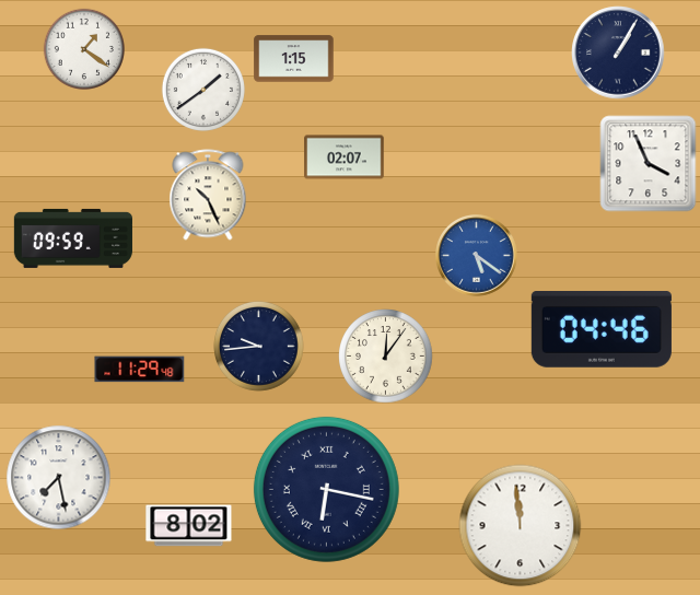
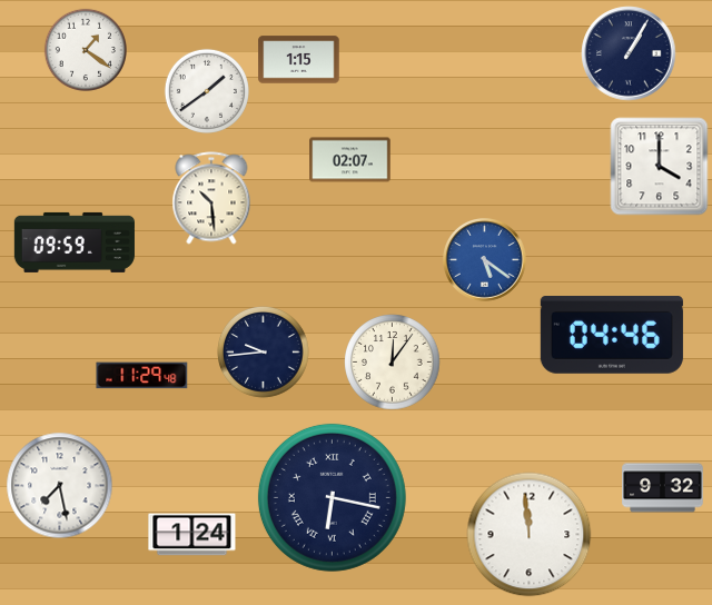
clock at (649, 164): 3:56 -> 4:00
clock at (208, 195): 10:26 -> 10:29
clock at (663, 488): none -> 9:32
clock at (189, 526): 8:02 -> 1:24
